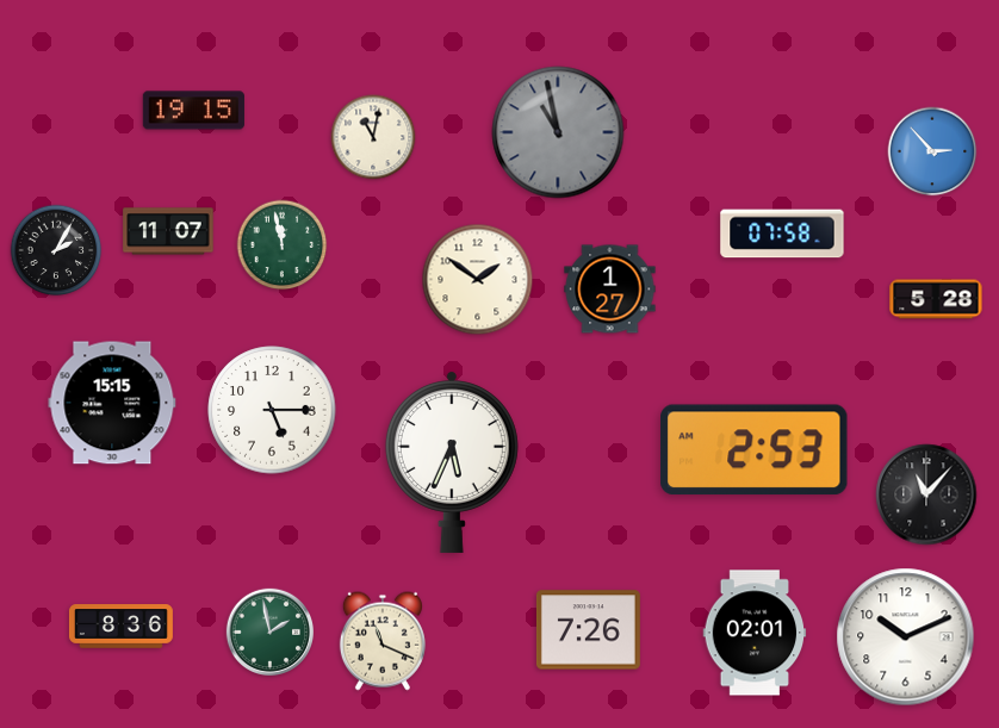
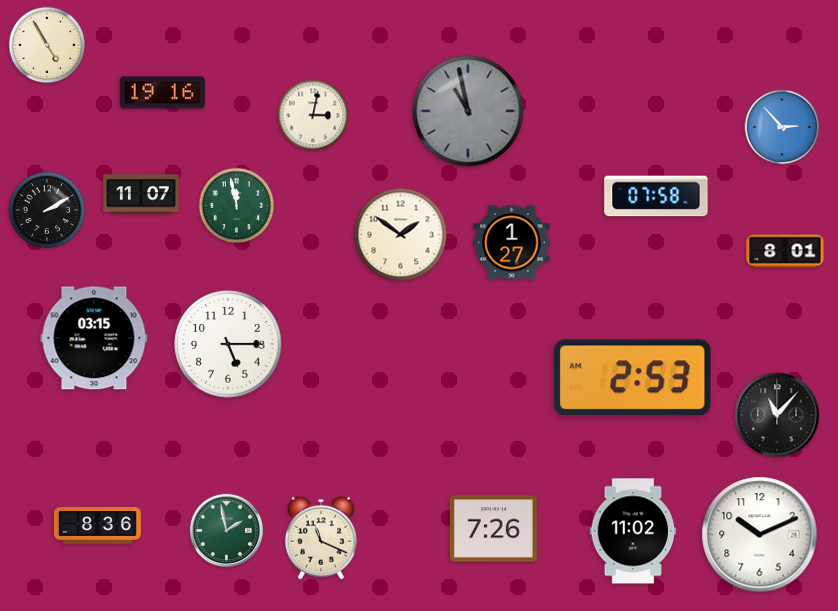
clock at (47, 45): none -> 4:55
clock at (193, 111): 19:15 -> 19:16
clock at (373, 137): 11:02 -> 3:02
clock at (56, 250): 2:05 -> 2:10
clock at (936, 299): 5:28 -> 8:01
clock at (112, 403): 15:15 -> 03:15
clock at (452, 462): 5:34 -> none
clock at (120, 627) position: (120, 627) -> (97, 526)
clock at (755, 633): 02:01 -> 11:02
